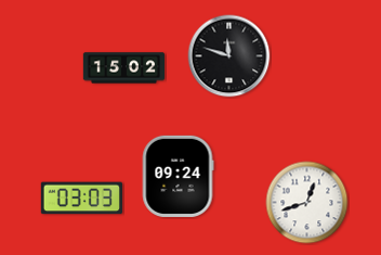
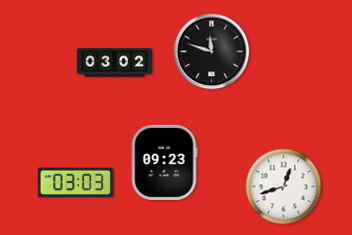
clock at (123, 68): 15:02 -> 03:02
clock at (178, 176): 09:24 -> 09:23
